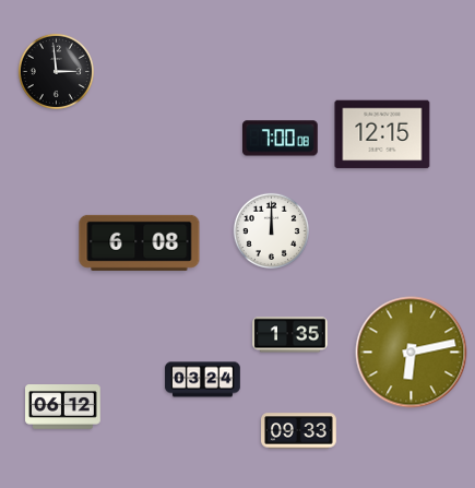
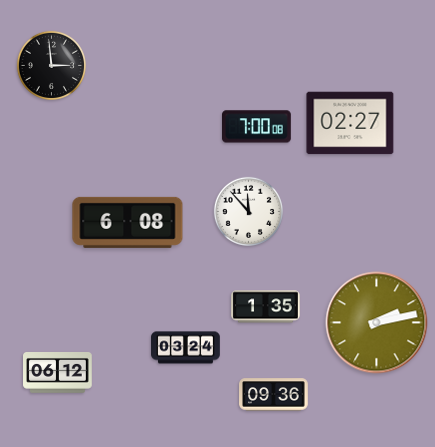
clock at (382, 134): 12:15 -> 02:27
clock at (271, 230): 12:00 -> 11:53
clock at (412, 353): 6:13 -> 2:13
clock at (299, 431): 09:33 -> 09:36
